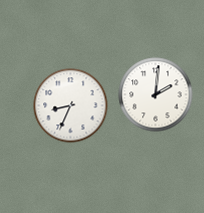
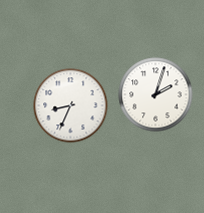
clock at (156, 95): 2:01 -> 2:03
